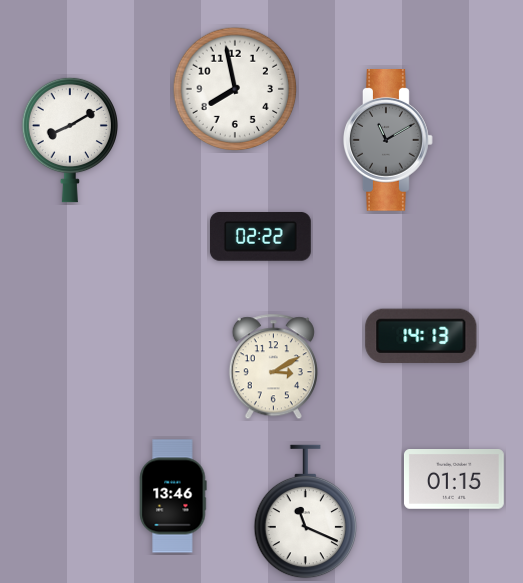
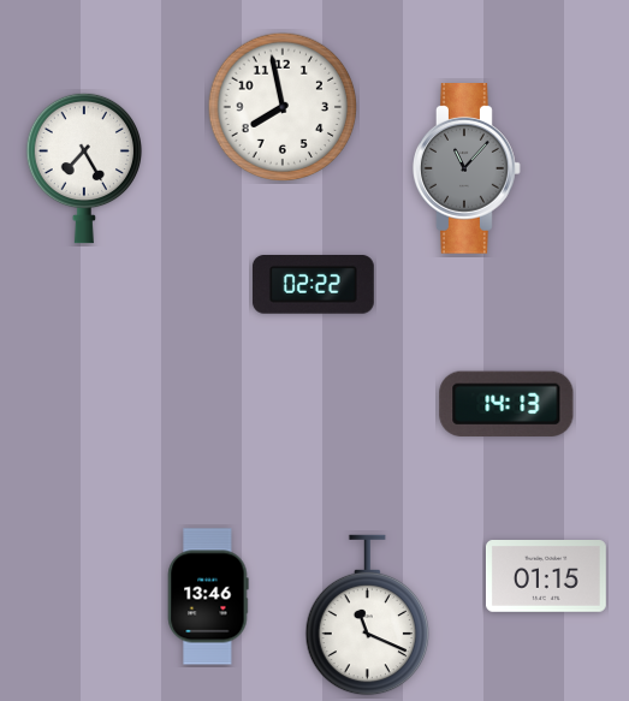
clock at (69, 140): 8:10 -> 7:25
clock at (389, 141): 11:10 -> 11:07
clock at (273, 367): 3:10 -> none
